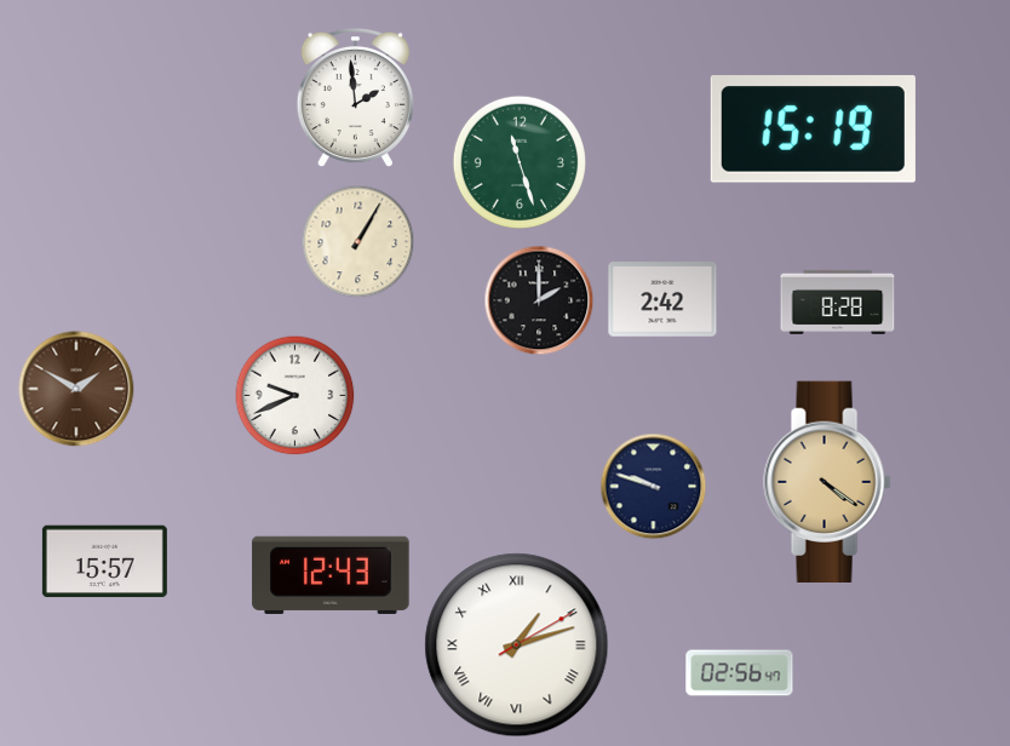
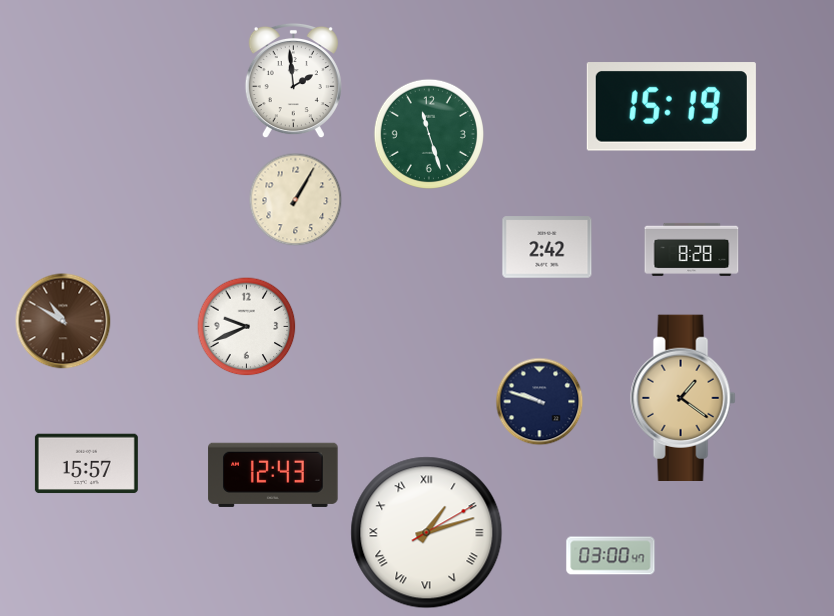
clock at (539, 300): 2:00 -> none
clock at (76, 389): 1:50 -> 10:50
clock at (295, 396) position: (295, 396) -> (247, 327)
clock at (827, 481): 4:21 -> 1:21
clock at (740, 673): 02:56 -> 03:00
